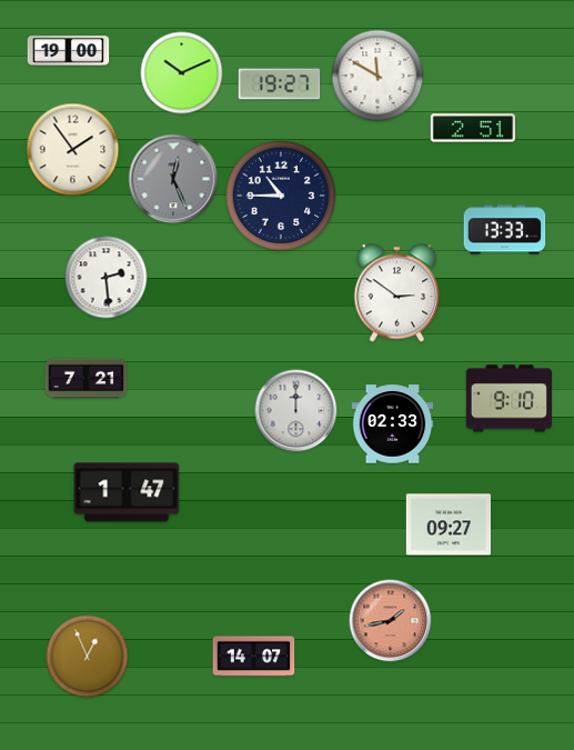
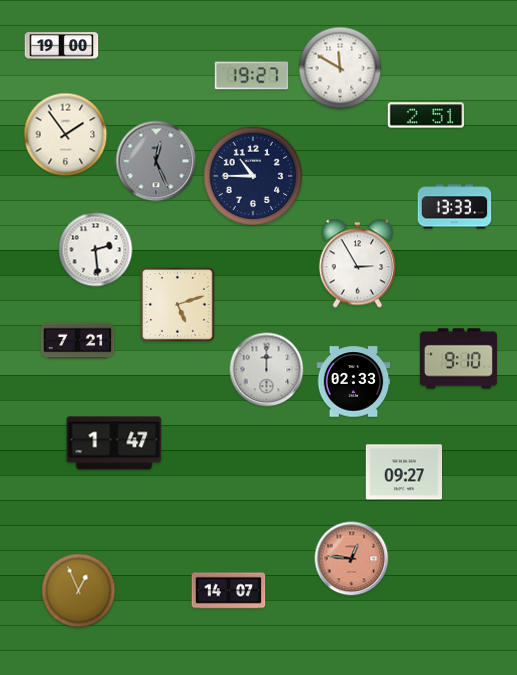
clock at (182, 73): 10:11 -> none
clock at (397, 293): 2:51 -> 2:55
clock at (177, 304): none -> 5:12
clock at (391, 621): 1:43 -> 12:46
